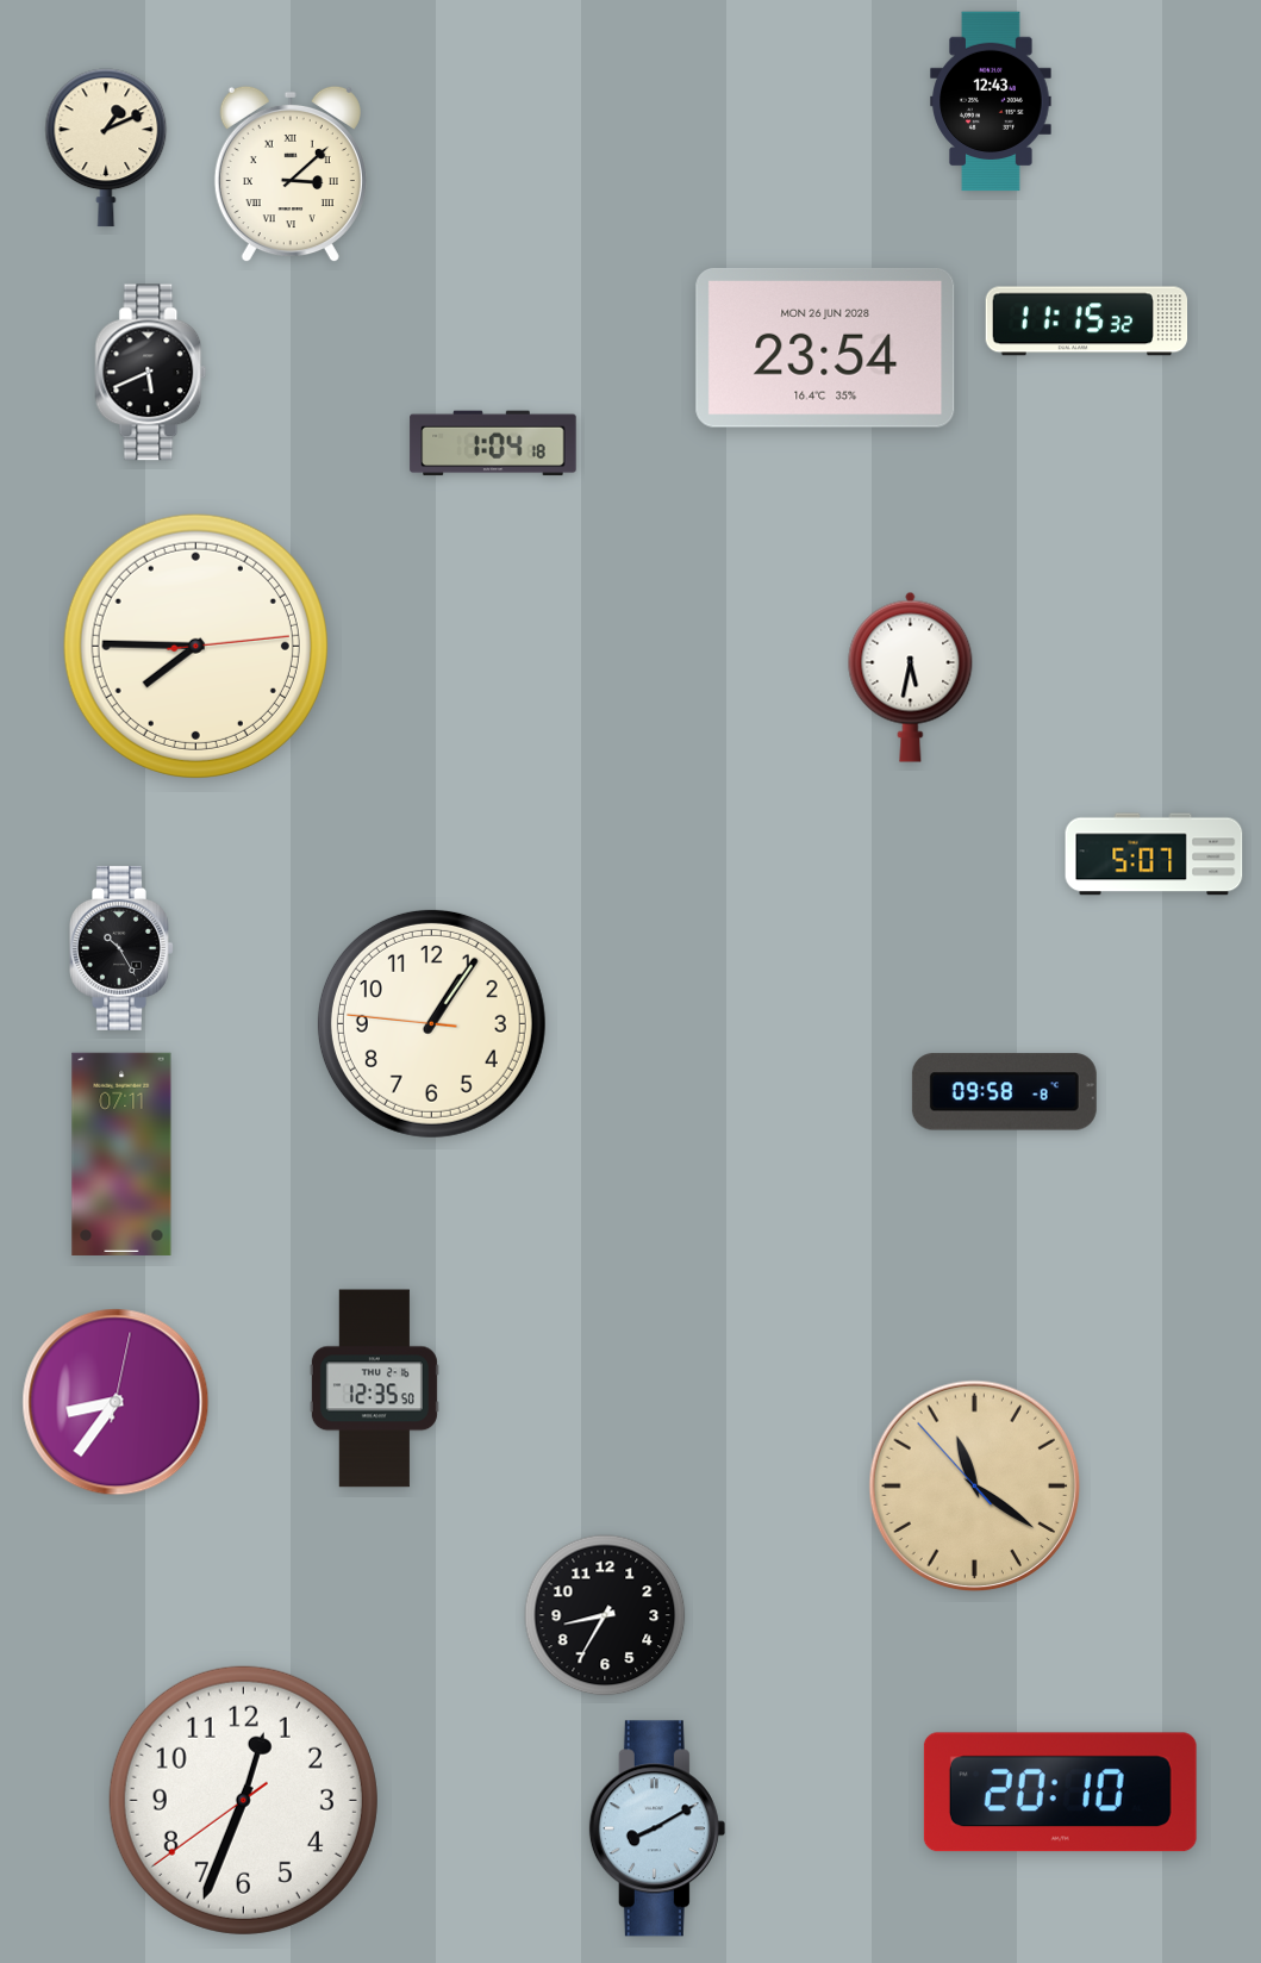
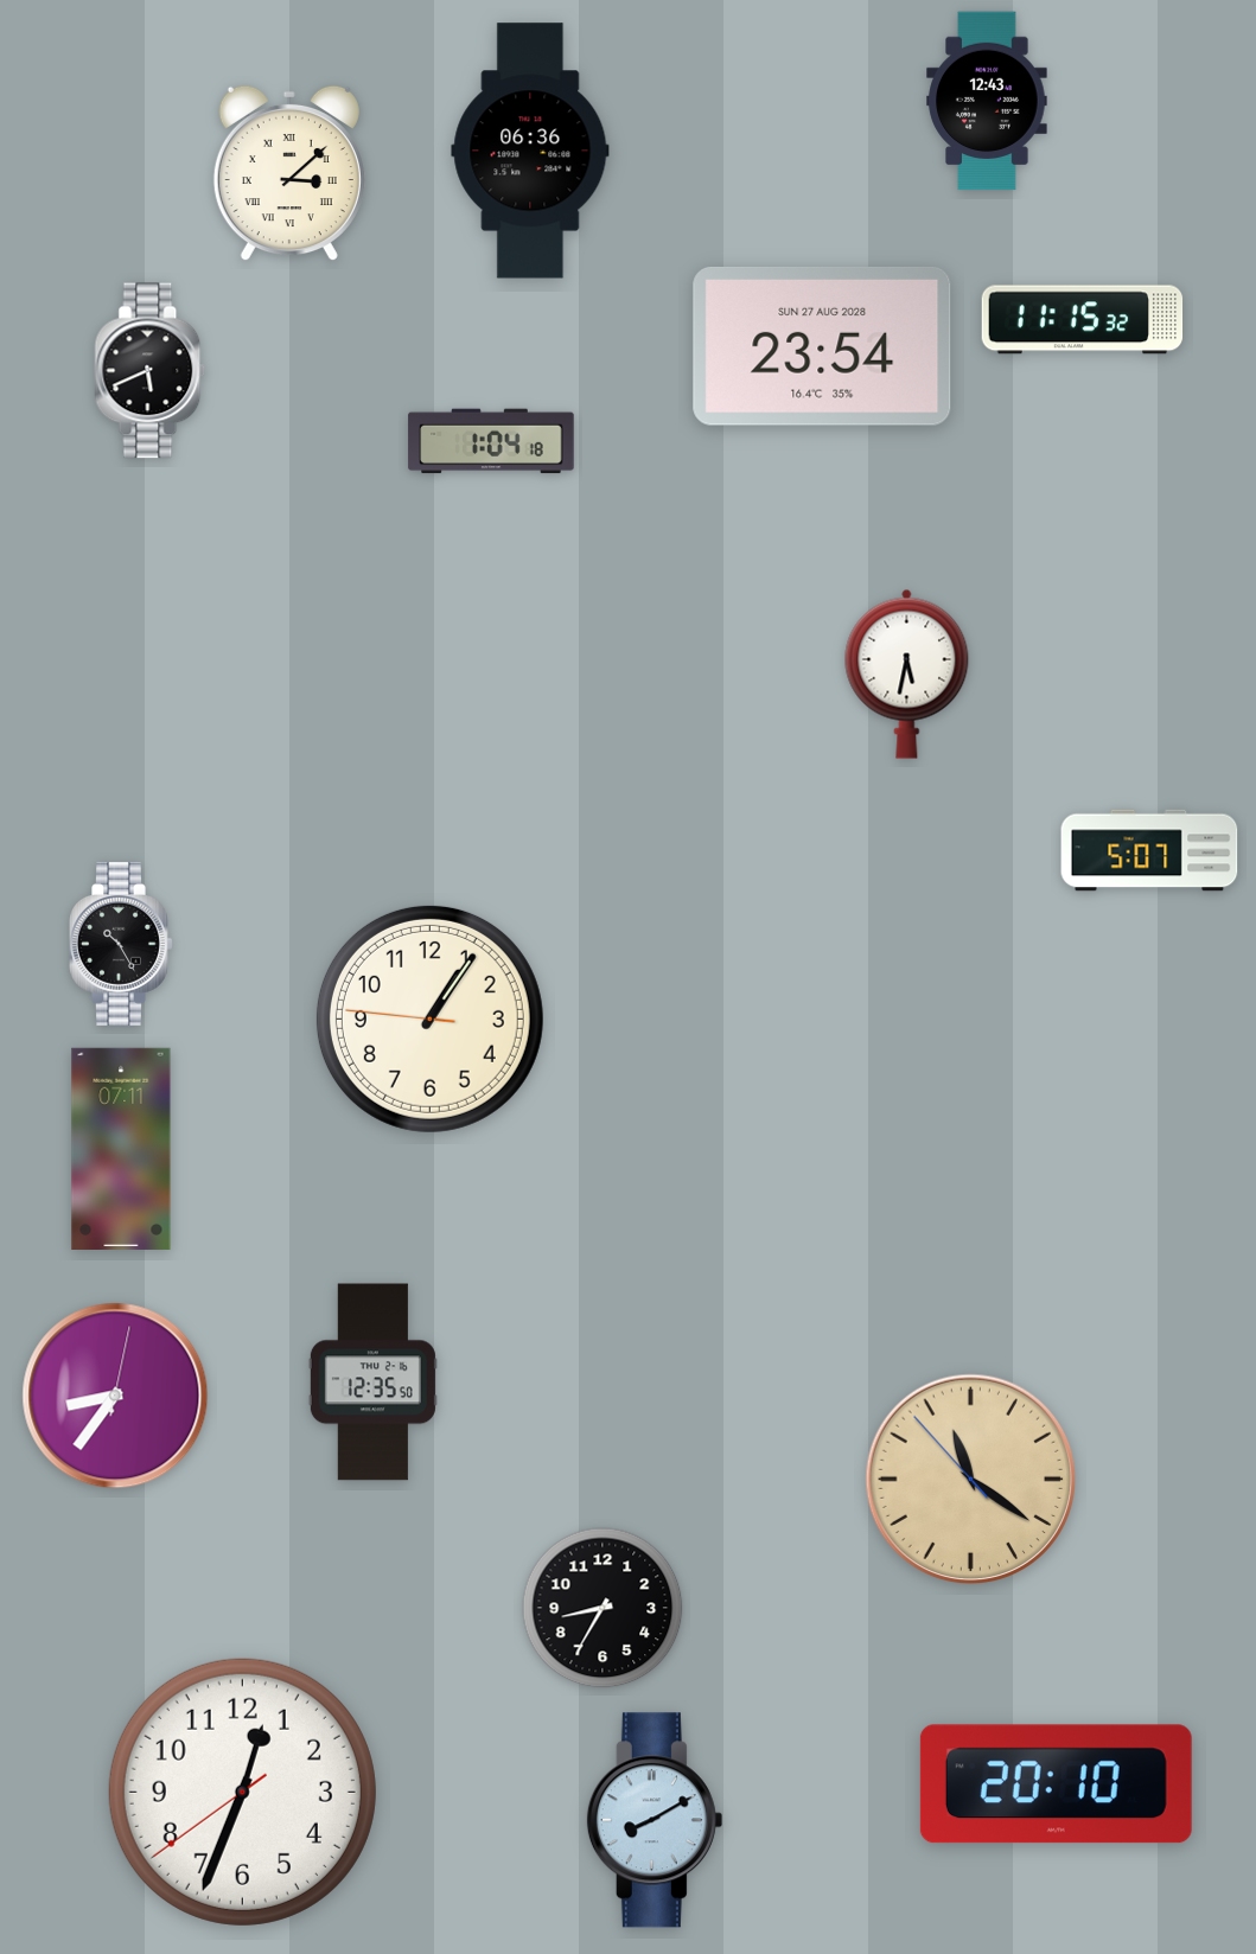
clock at (106, 148): 1:11 -> none
clock at (530, 151): none -> 06:36
clock at (825, 348) date: MON 26 JUN 2028 -> SUN 27 AUG 2028
clock at (195, 646): 7:45 -> none
clock at (1004, 1092): 09:58 -> none
